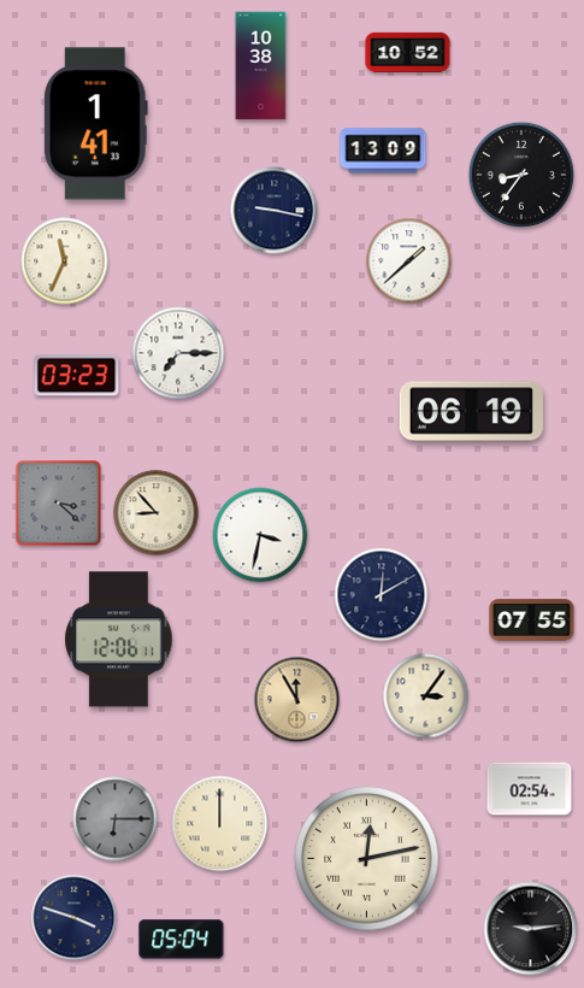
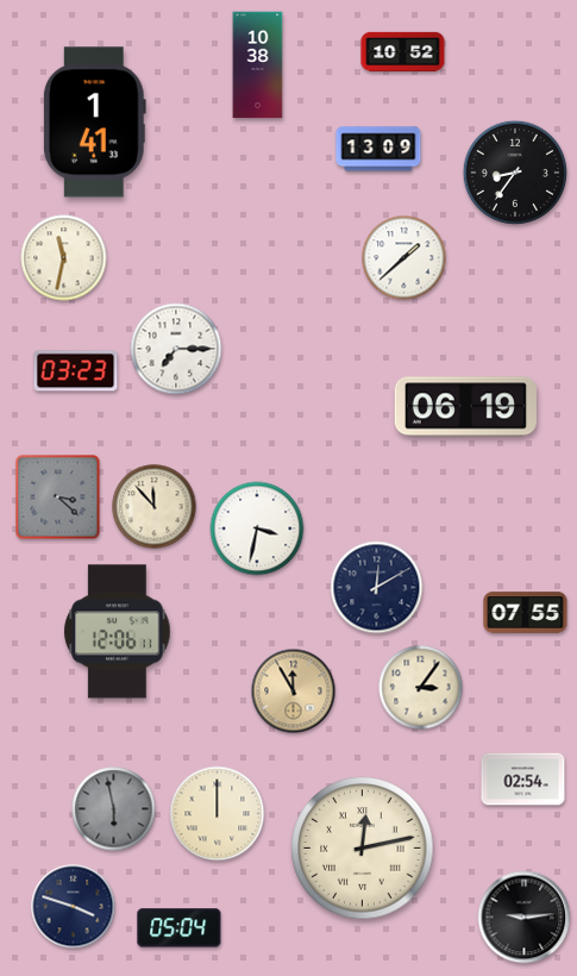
clock at (275, 211): 9:17 -> none
clock at (65, 261): 11:34 -> 11:32
clock at (157, 513): 8:53 -> 11:53
clock at (116, 819): 6:15 -> 5:58
